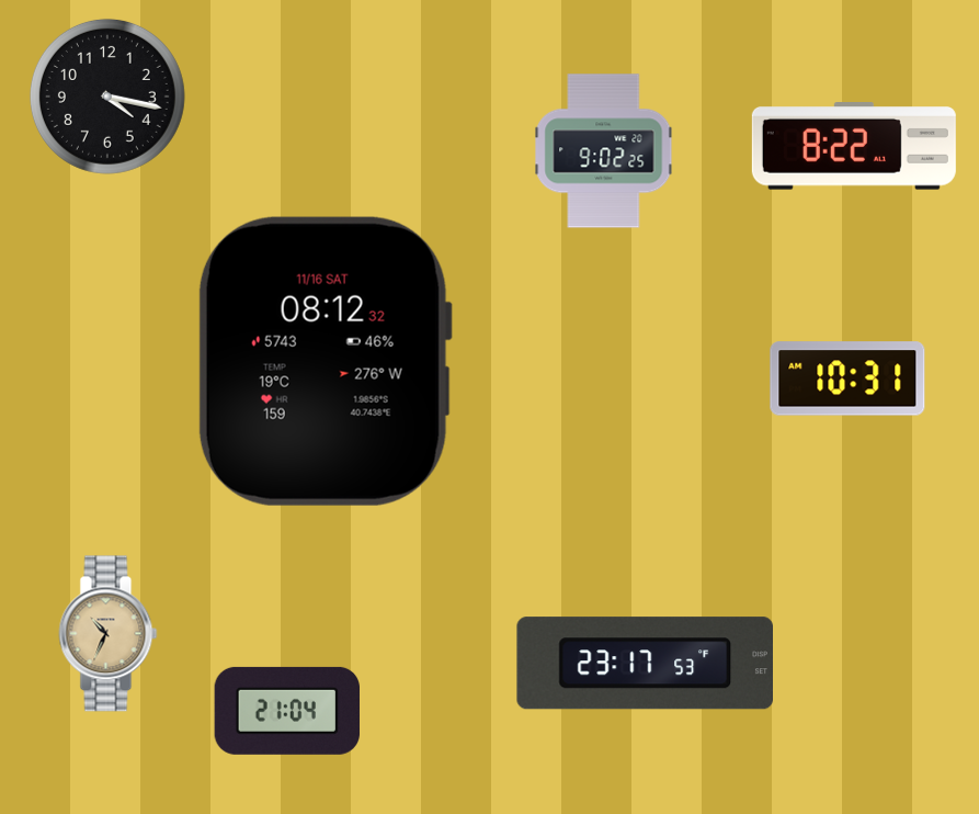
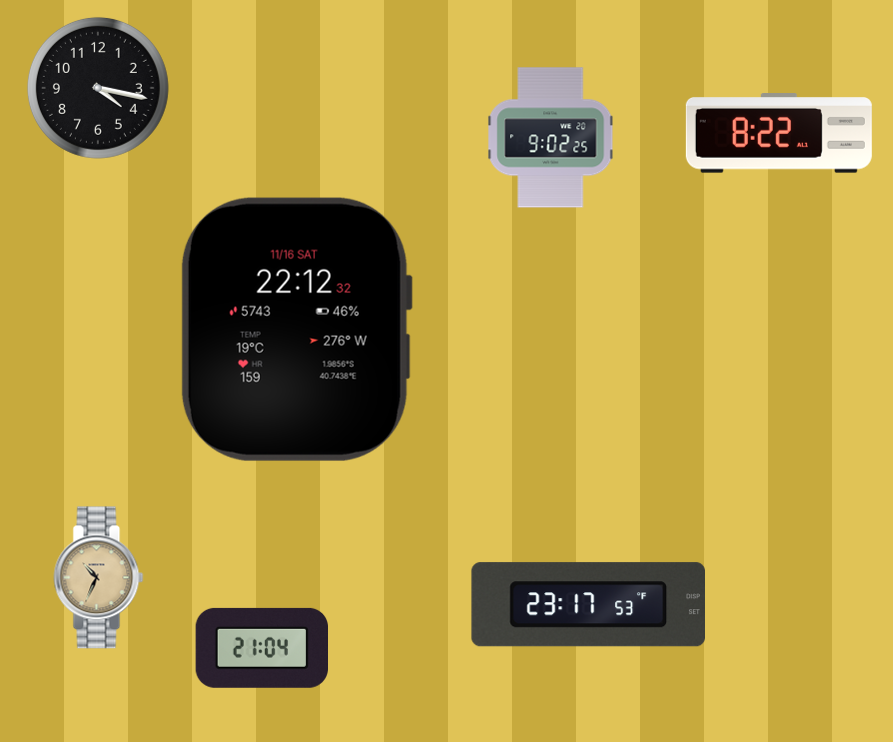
clock at (325, 361): 08:12 -> 22:12
clock at (847, 378): 10:31 -> none
